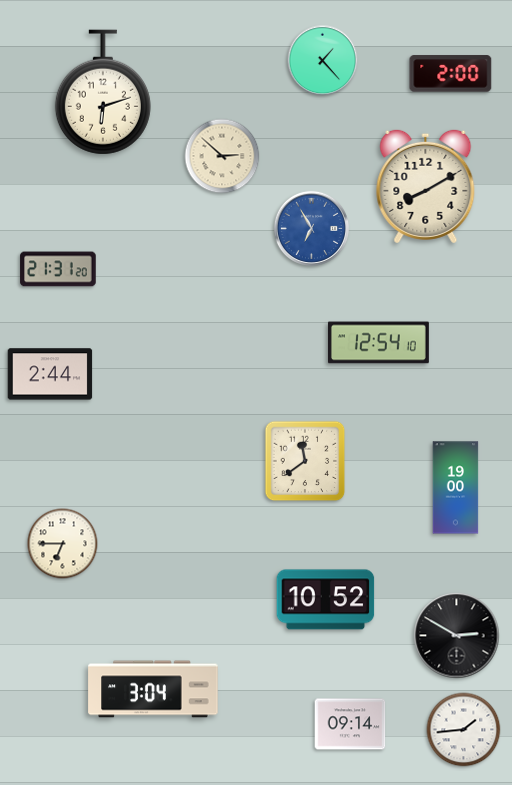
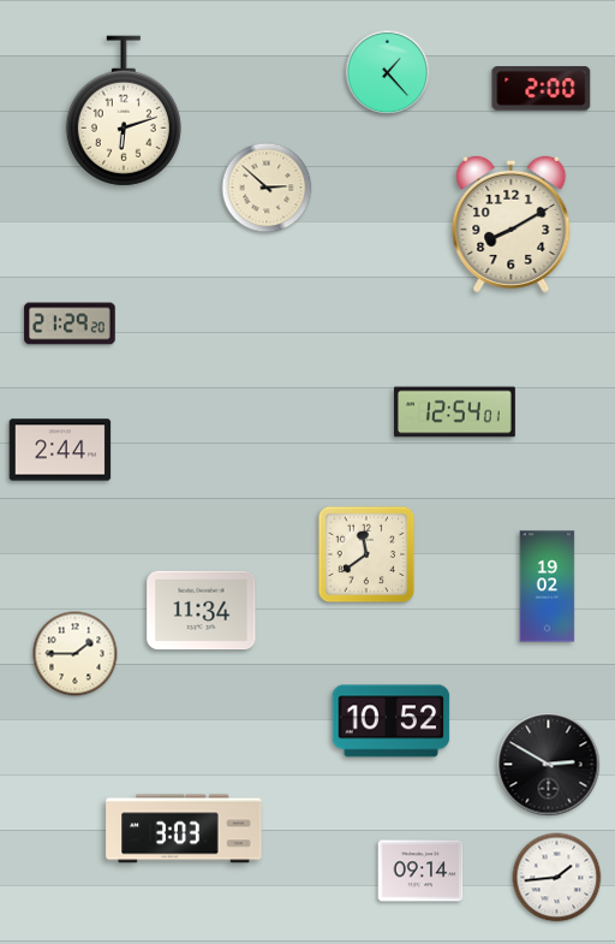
clock at (311, 228): 6:55 -> none
clock at (58, 269): 21:31 -> 21:29
clock at (378, 343): 12:54:10 -> 12:54:01
clock at (456, 488): 19:00 -> 19:02
clock at (202, 611): none -> 11:34
clock at (63, 544): 6:45 -> 1:45
clock at (153, 689): 3:04 -> 3:03
